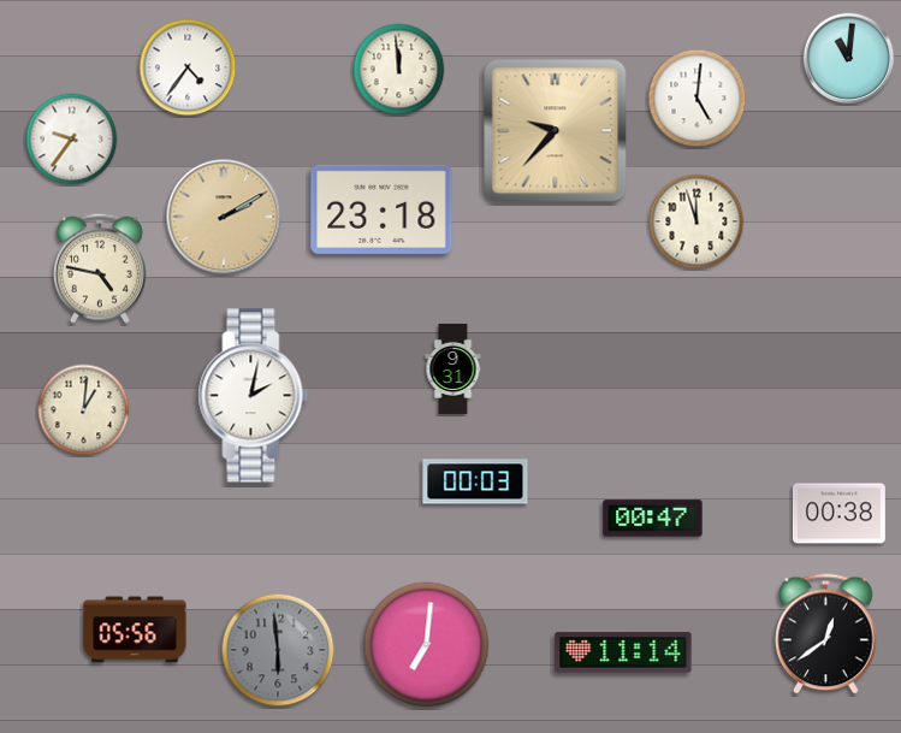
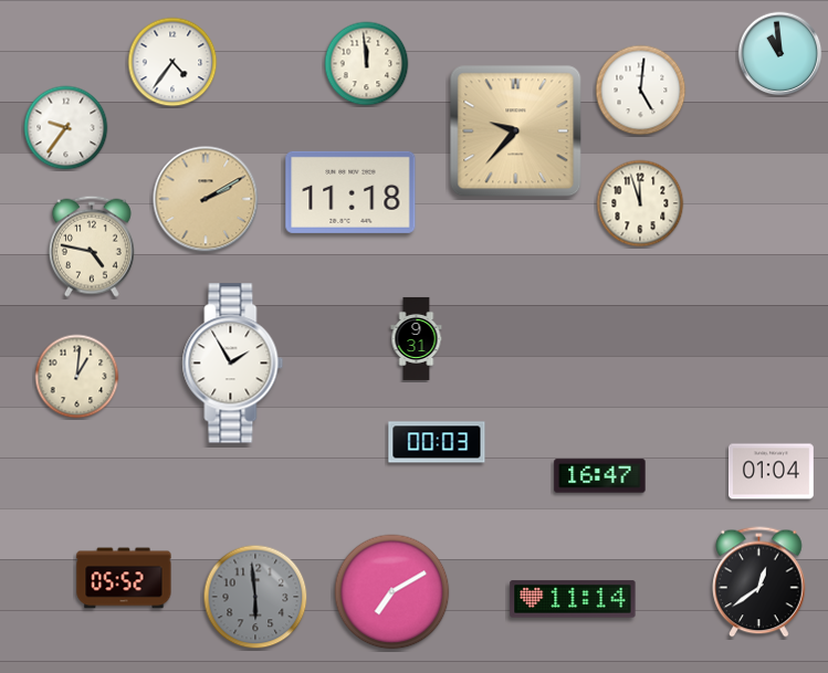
clock at (849, 59): 11:01 -> 10:59
clock at (556, 131) position: (556, 131) -> (516, 132)
clock at (381, 209): 23:18 -> 11:18
clock at (254, 396): 2:02 -> 1:55
clock at (838, 514): 00:38 -> 01:04
clock at (653, 519): 00:47 -> 16:47
clock at (135, 629): 05:56 -> 05:52
clock at (427, 645): 7:01 -> 7:10
